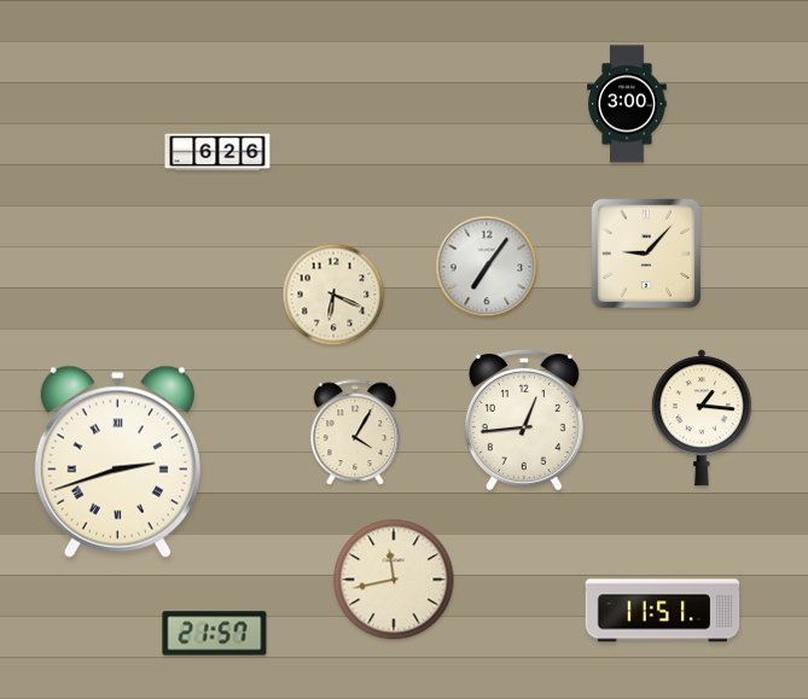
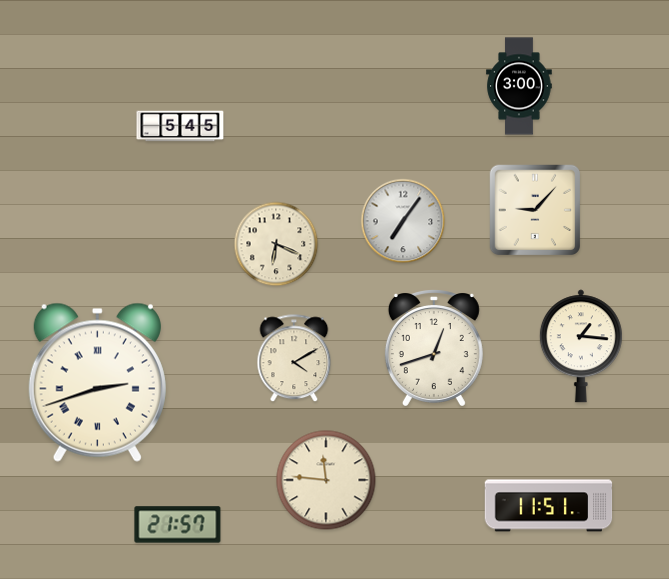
clock at (217, 152): 6:26 -> 5:45
clock at (524, 420): 12:44 -> 12:42
clock at (355, 433): 4:05 -> 4:10
clock at (394, 579): 11:43 -> 11:46
